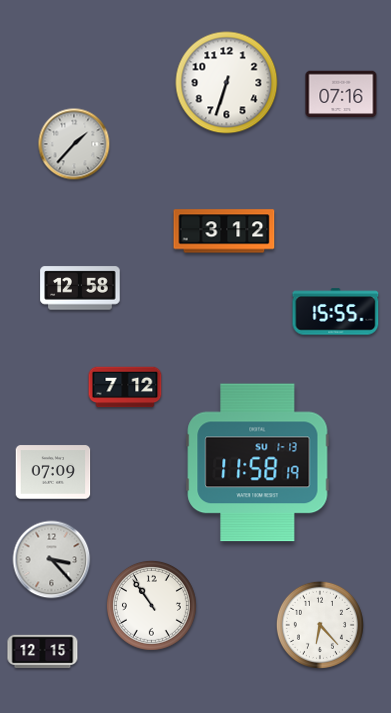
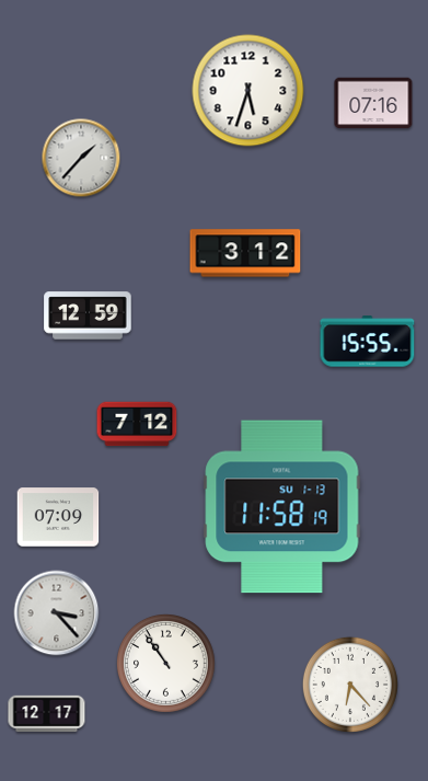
clock at (227, 83): 6:33 -> 5:33
clock at (80, 288): 12:58 -> 12:59
clock at (43, 652): 12:15 -> 12:17
